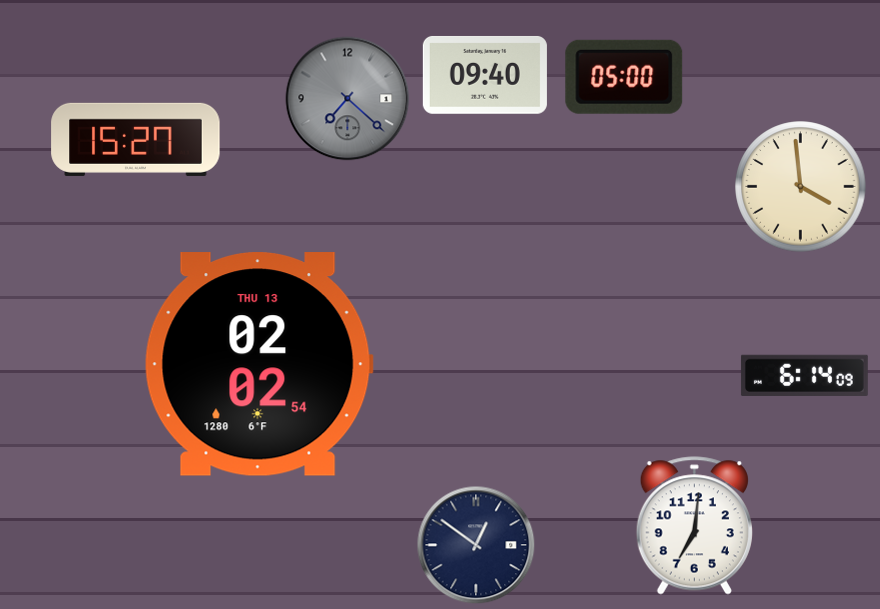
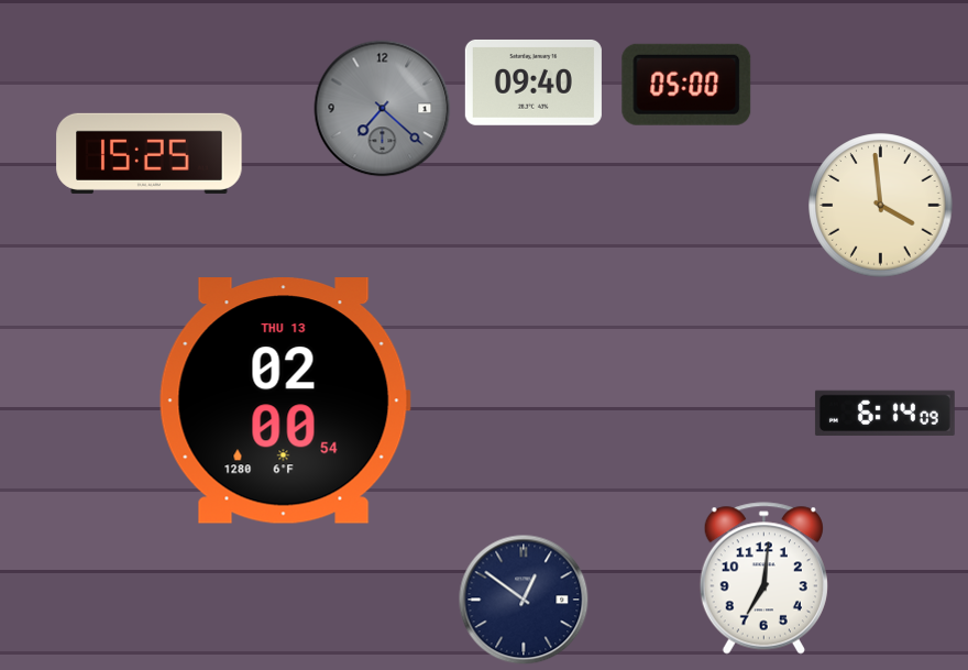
clock at (136, 139): 15:27 -> 15:25
clock at (259, 364): 02:02 -> 02:00
